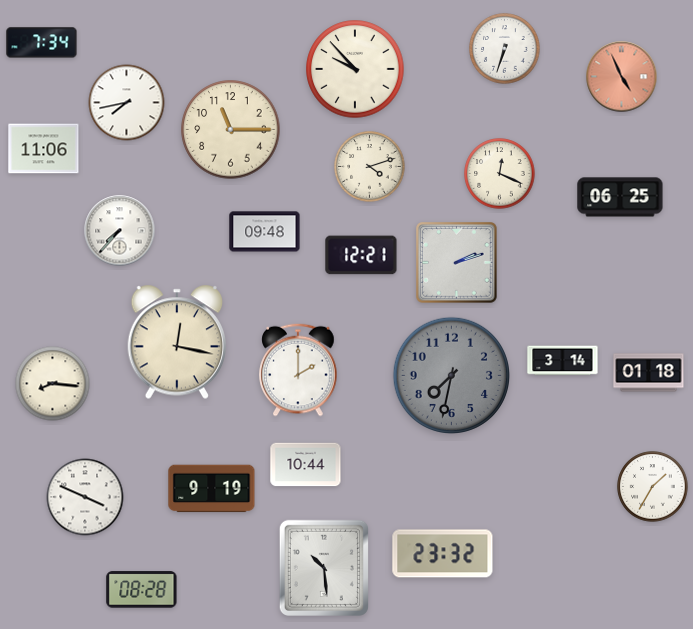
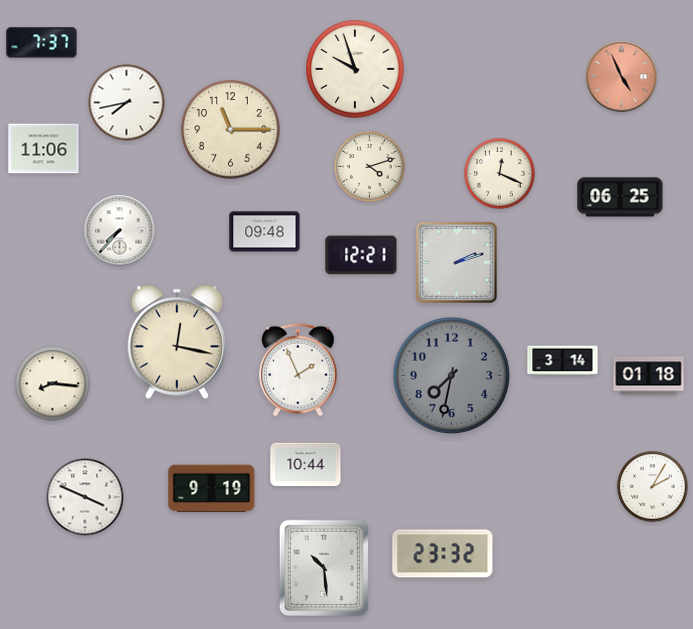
clock at (42, 43): 7:34 -> 7:37
clock at (505, 49): 6:33 -> none
clock at (355, 69): 9:53 -> 9:57
clock at (298, 370): 2:00 -> 1:56
clock at (649, 373) position: (649, 373) -> (649, 376)
clock at (653, 487): 1:35 -> 2:05
clock at (142, 590): 08:28 -> none
